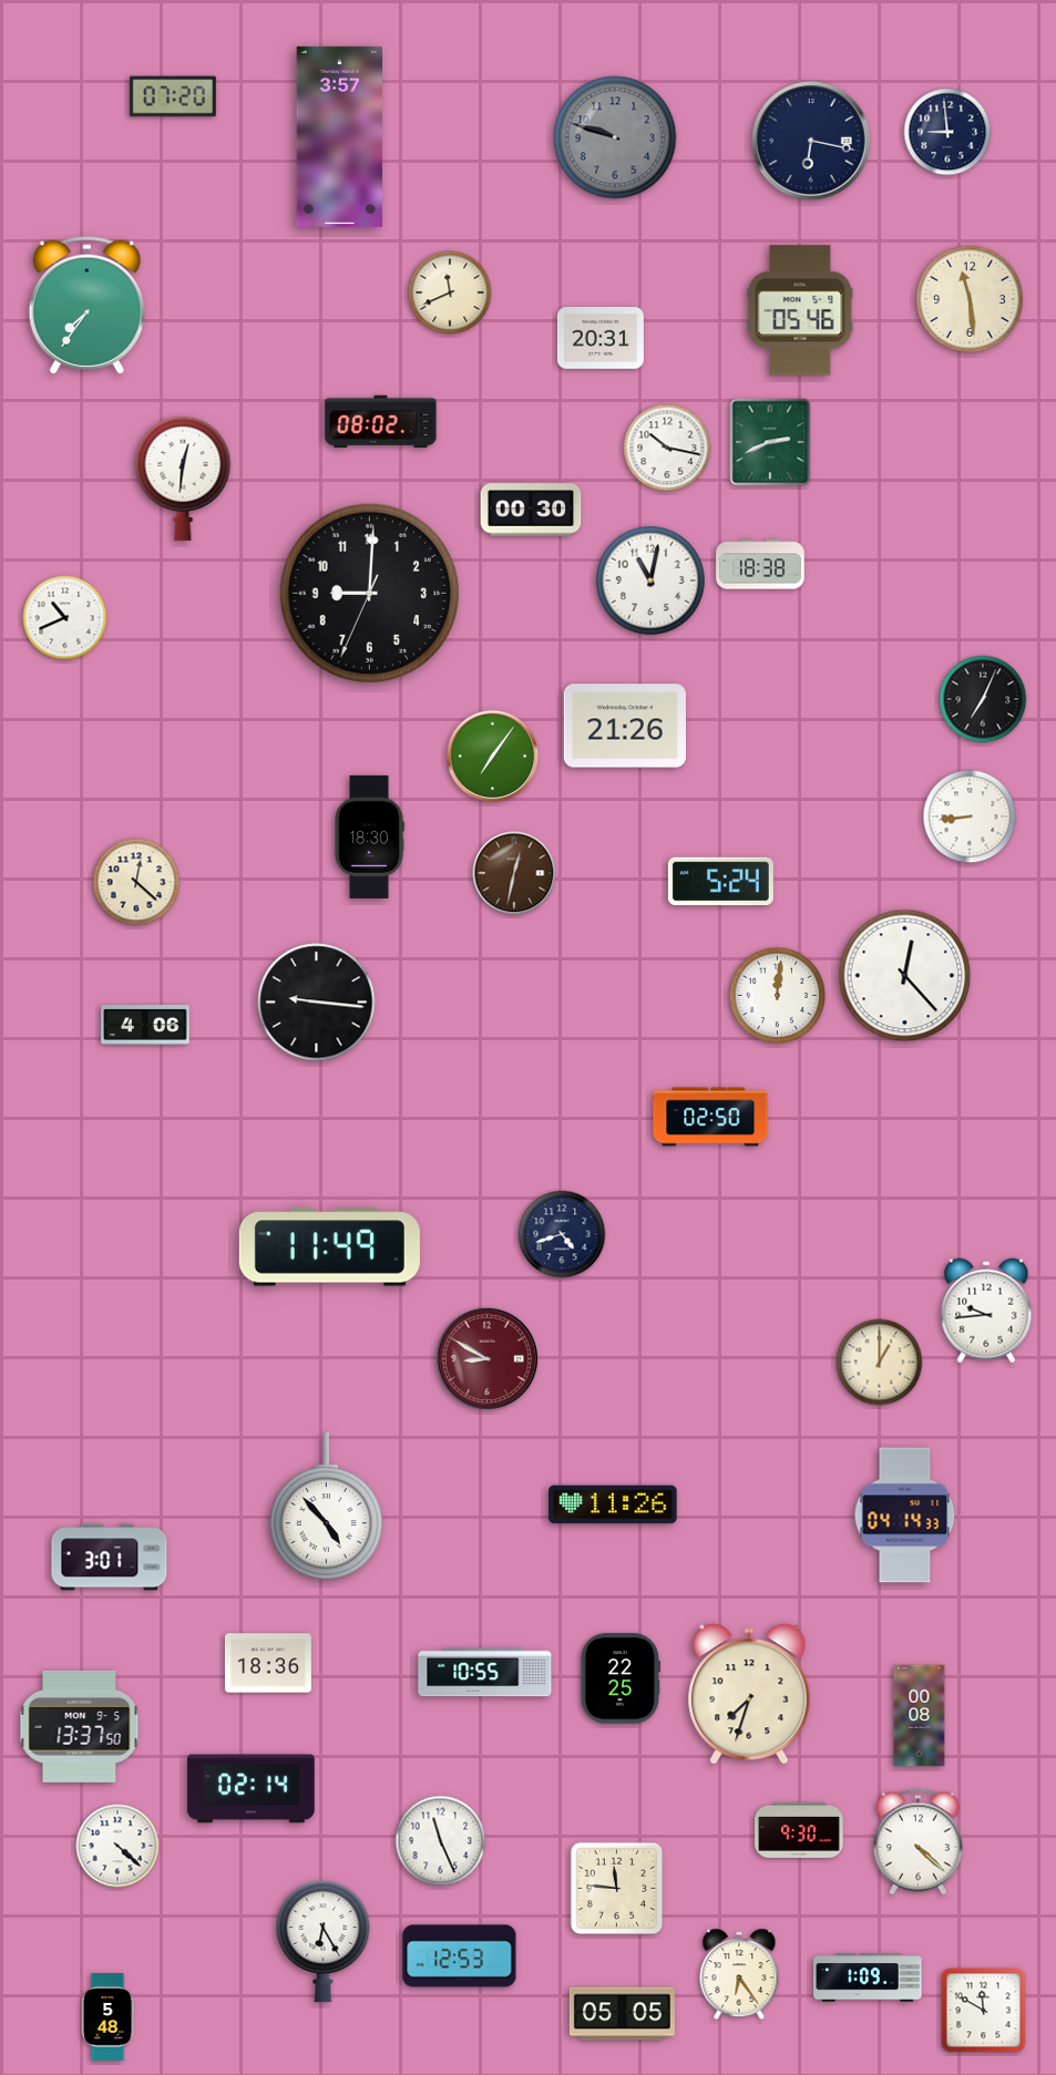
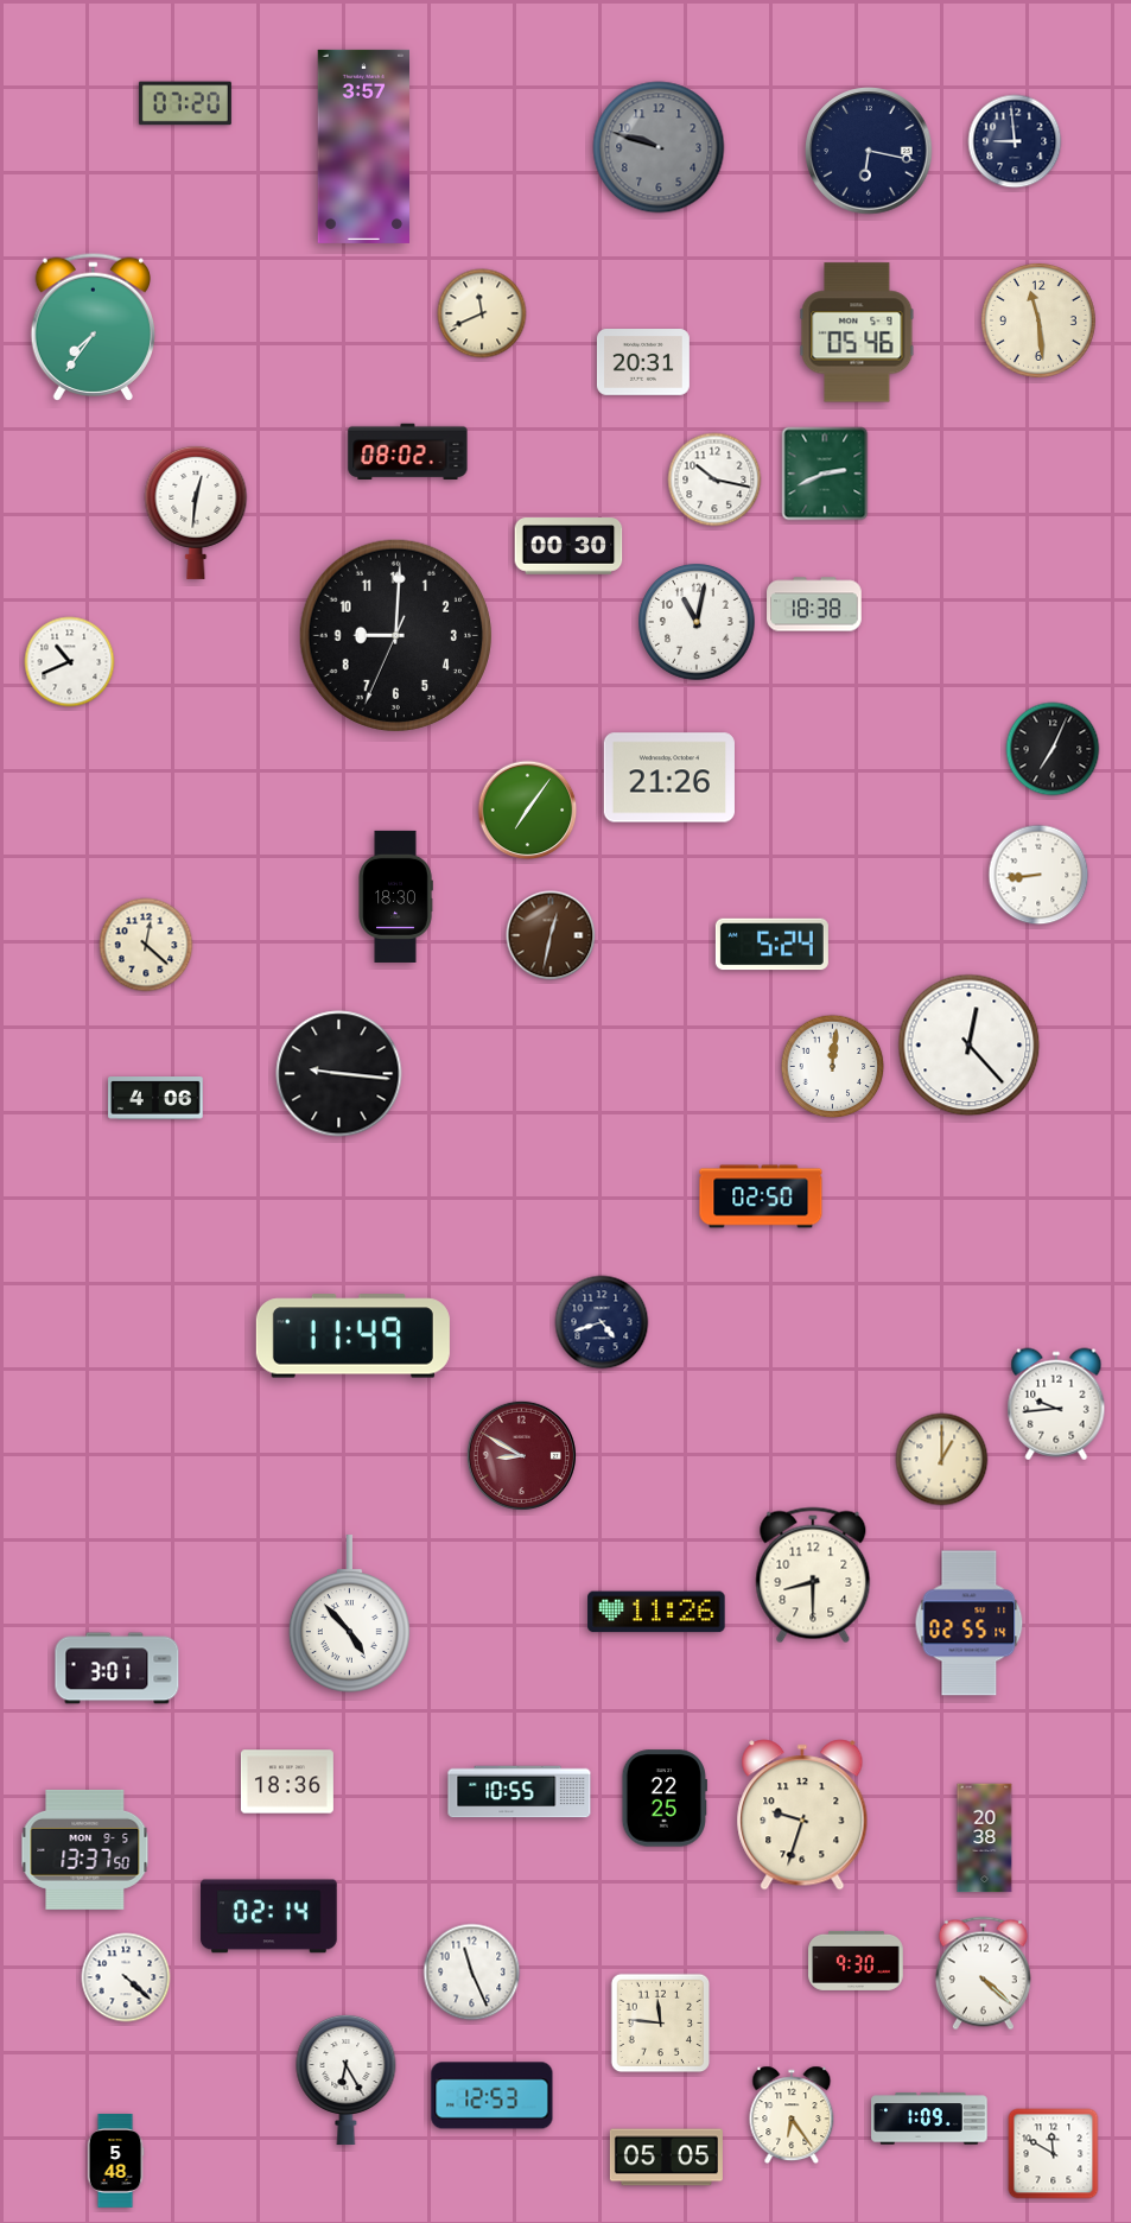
clock at (813, 1575): none -> 8:30
clock at (905, 1516): 04:14 -> 02:55
clock at (749, 1694): 7:33 -> 9:33
clock at (920, 1716): 00:08 -> 20:38
